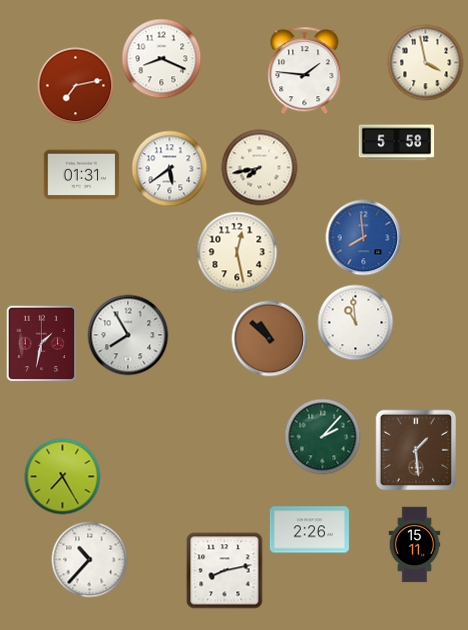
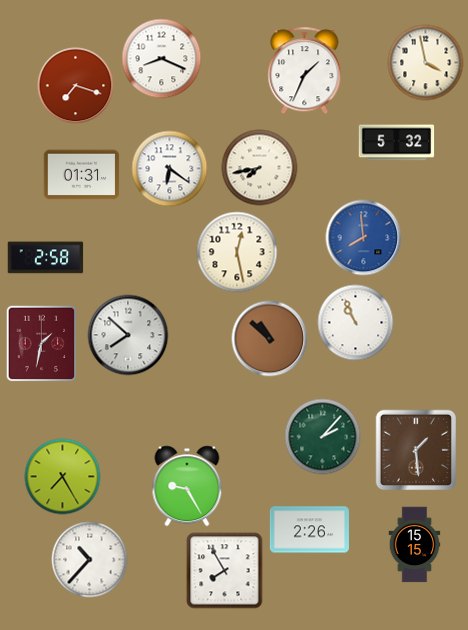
clock at (305, 71): 1:46 -> 1:34
clock at (76, 86): 7:13 -> 7:18
clock at (397, 143): 5:58 -> 5:32
clock at (170, 169): 5:39 -> 6:21
clock at (46, 258): none -> 2:58
clock at (356, 323): 10:59 -> 10:56
clock at (128, 335): 7:55 -> 7:52
clock at (187, 486): none -> 9:25
clock at (415, 545): 15:11 -> 15:15
clock at (225, 571): 8:13 -> 7:55
